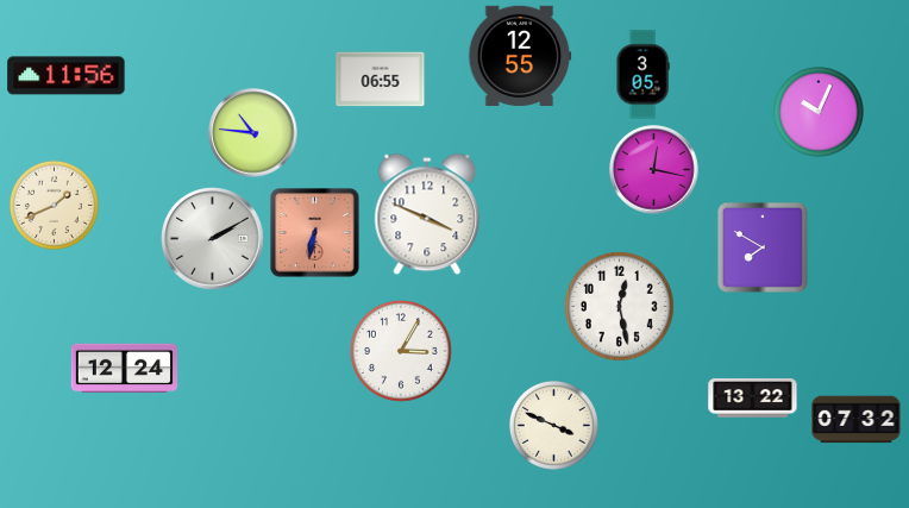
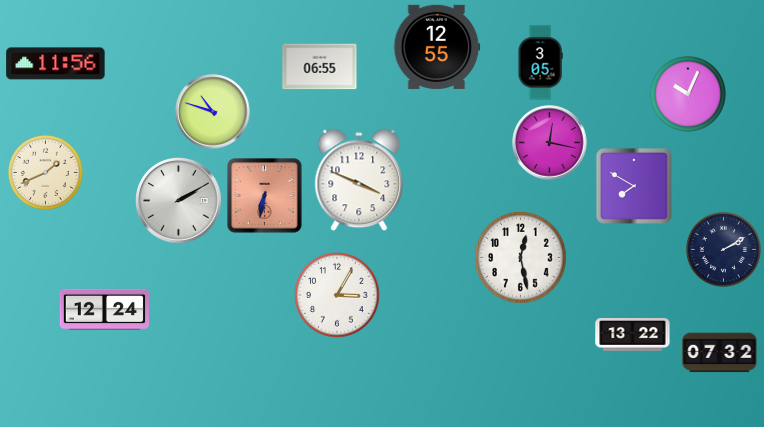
clock at (253, 133): 10:46 -> 10:48
clock at (763, 247) position: (763, 247) -> (634, 186)
clock at (723, 249): none -> 2:10
clock at (553, 425): 3:49 -> none
